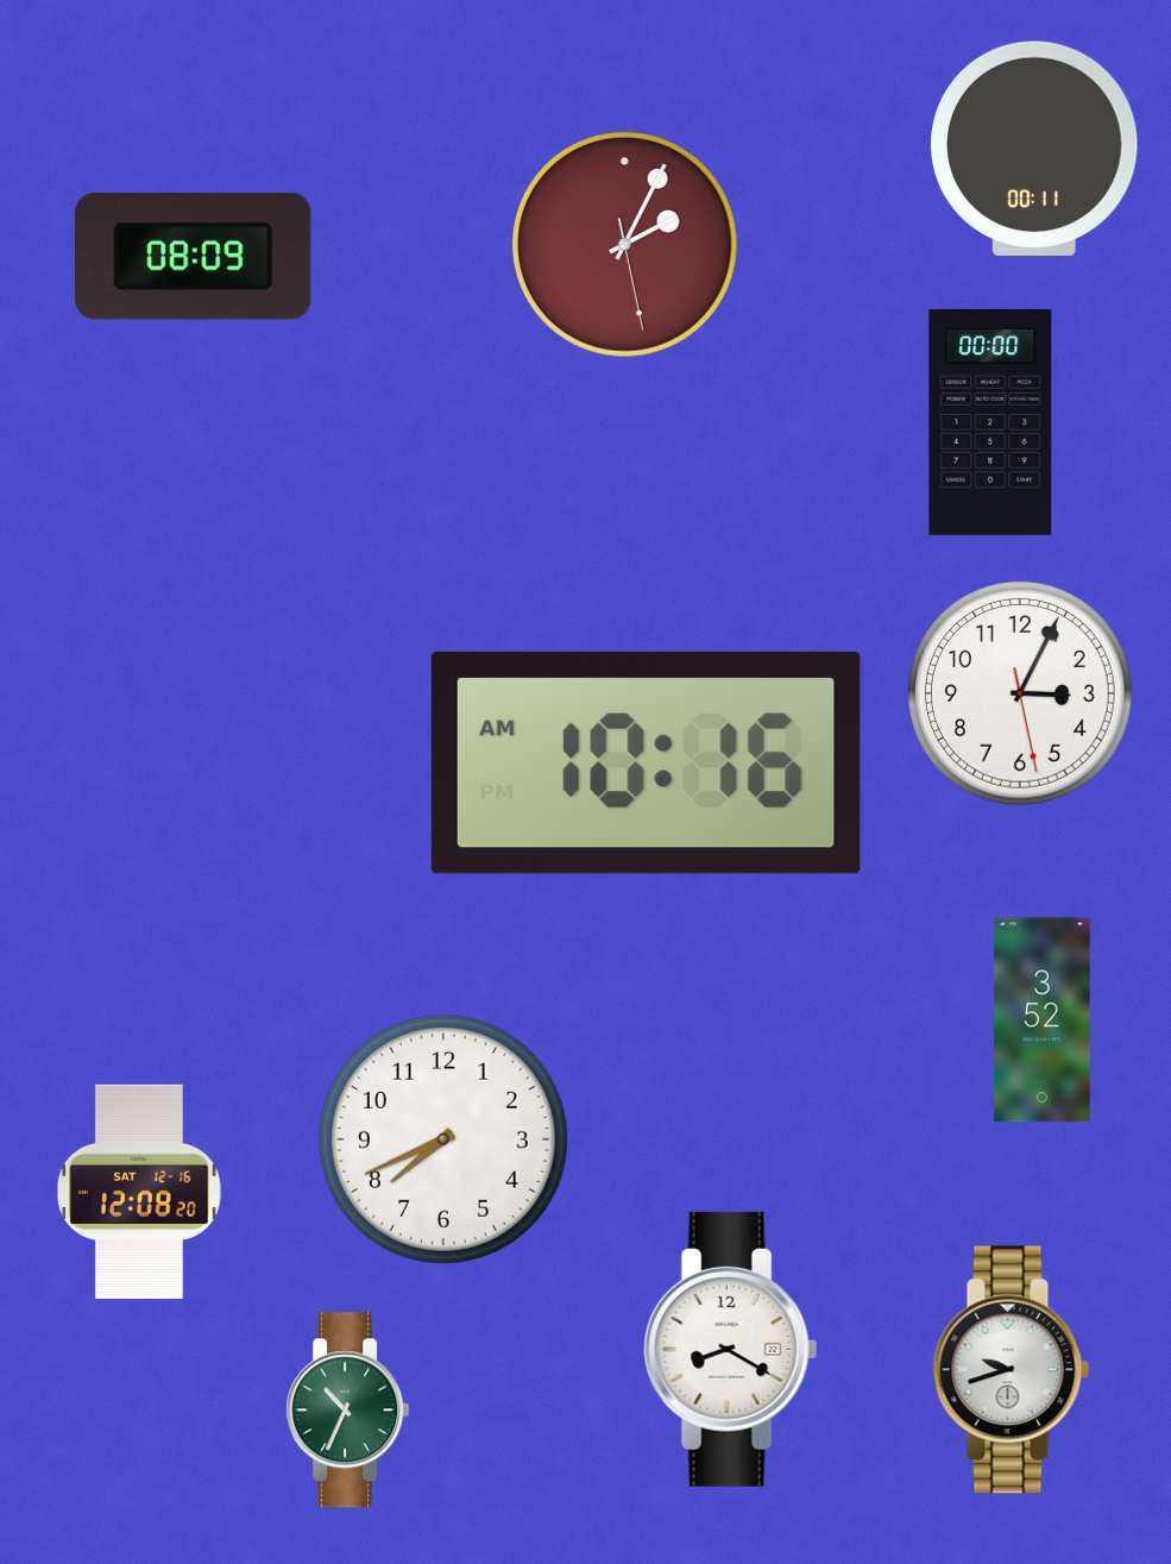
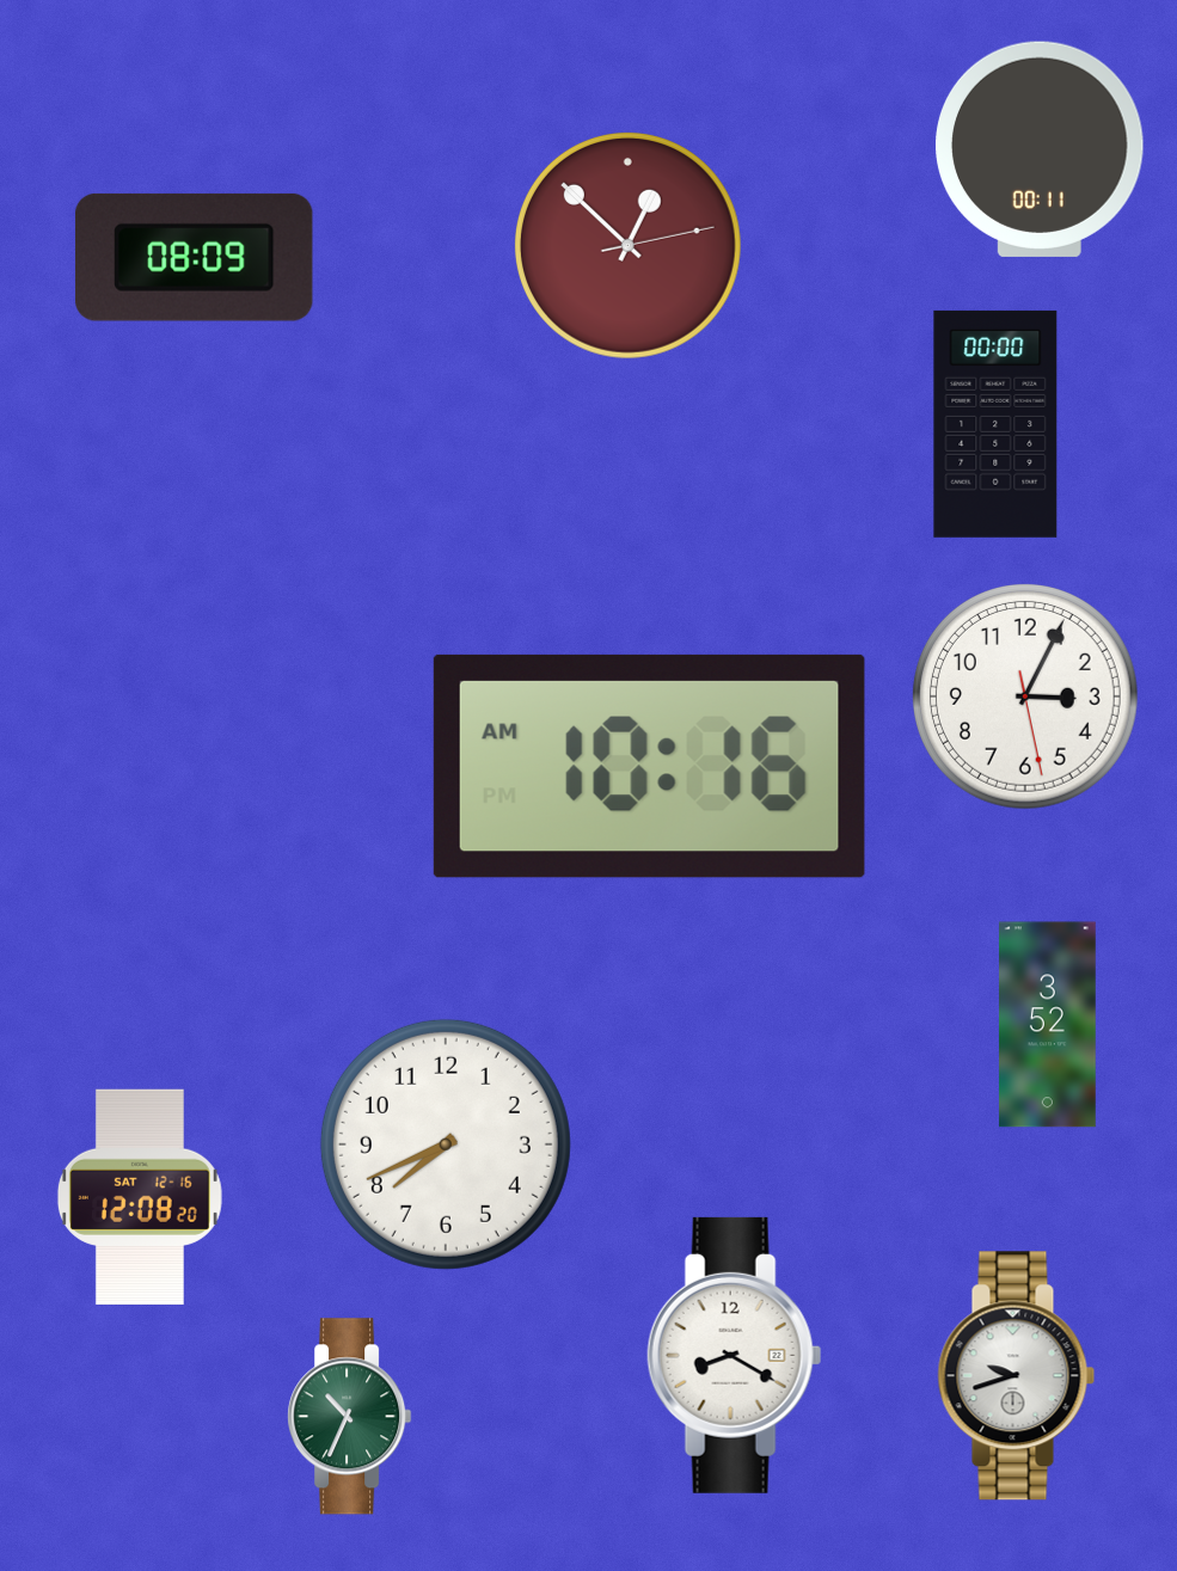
clock at (624, 244): 2:04 -> 12:52
